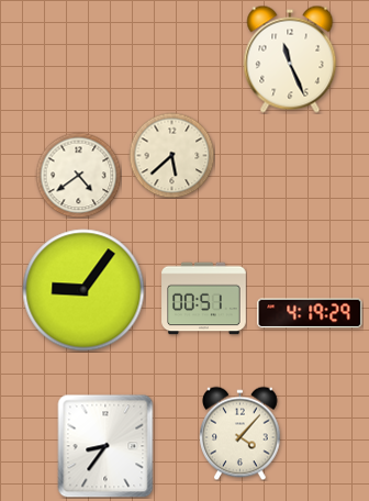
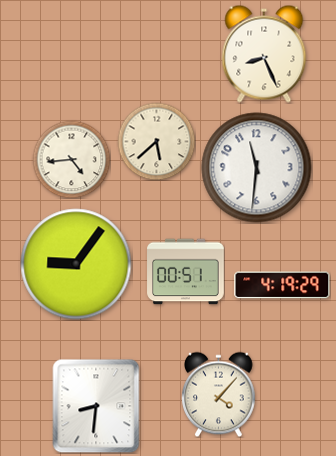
clock at (290, 59): 11:26 -> 8:26
clock at (78, 175): 4:39 -> 4:44
clock at (257, 168): none -> 11:31
clock at (105, 446): 8:36 -> 8:31
